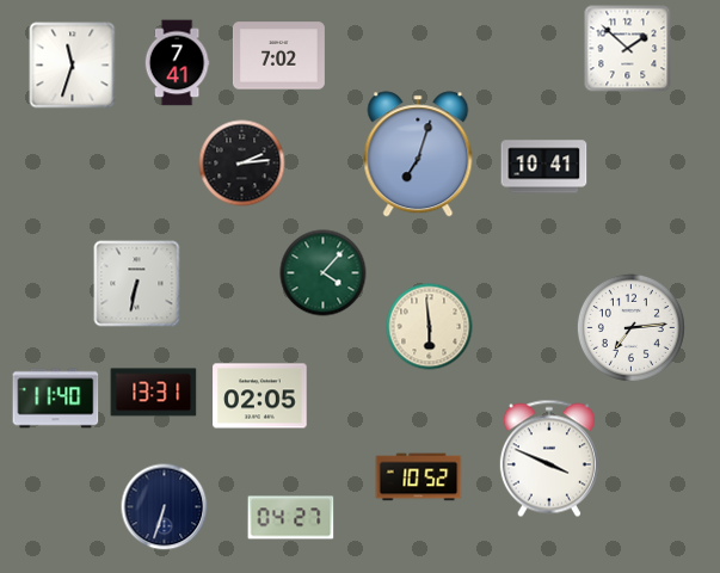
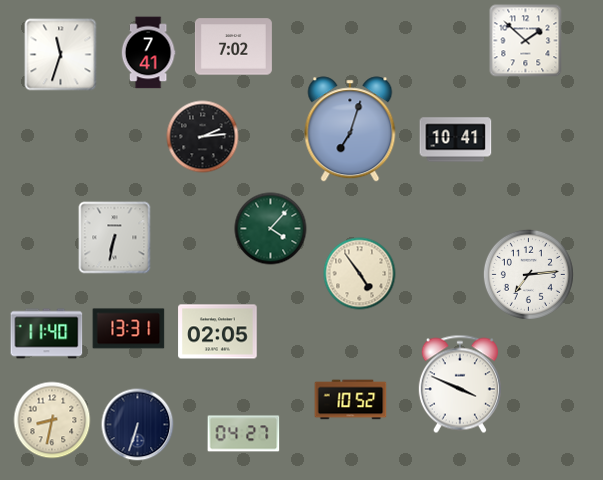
clock at (430, 327): 5:59 -> 4:54
clock at (52, 420): none -> 8:32
